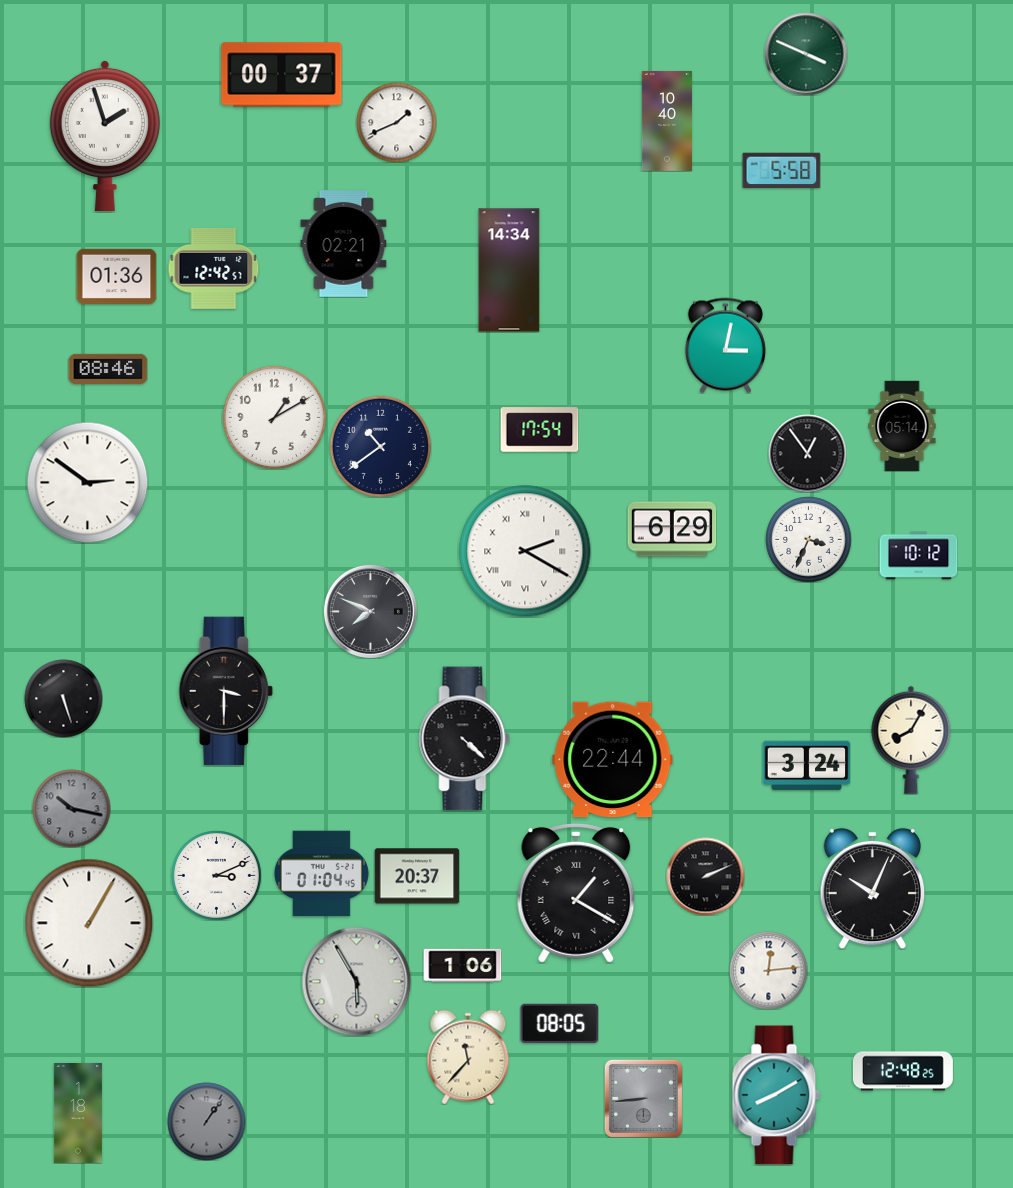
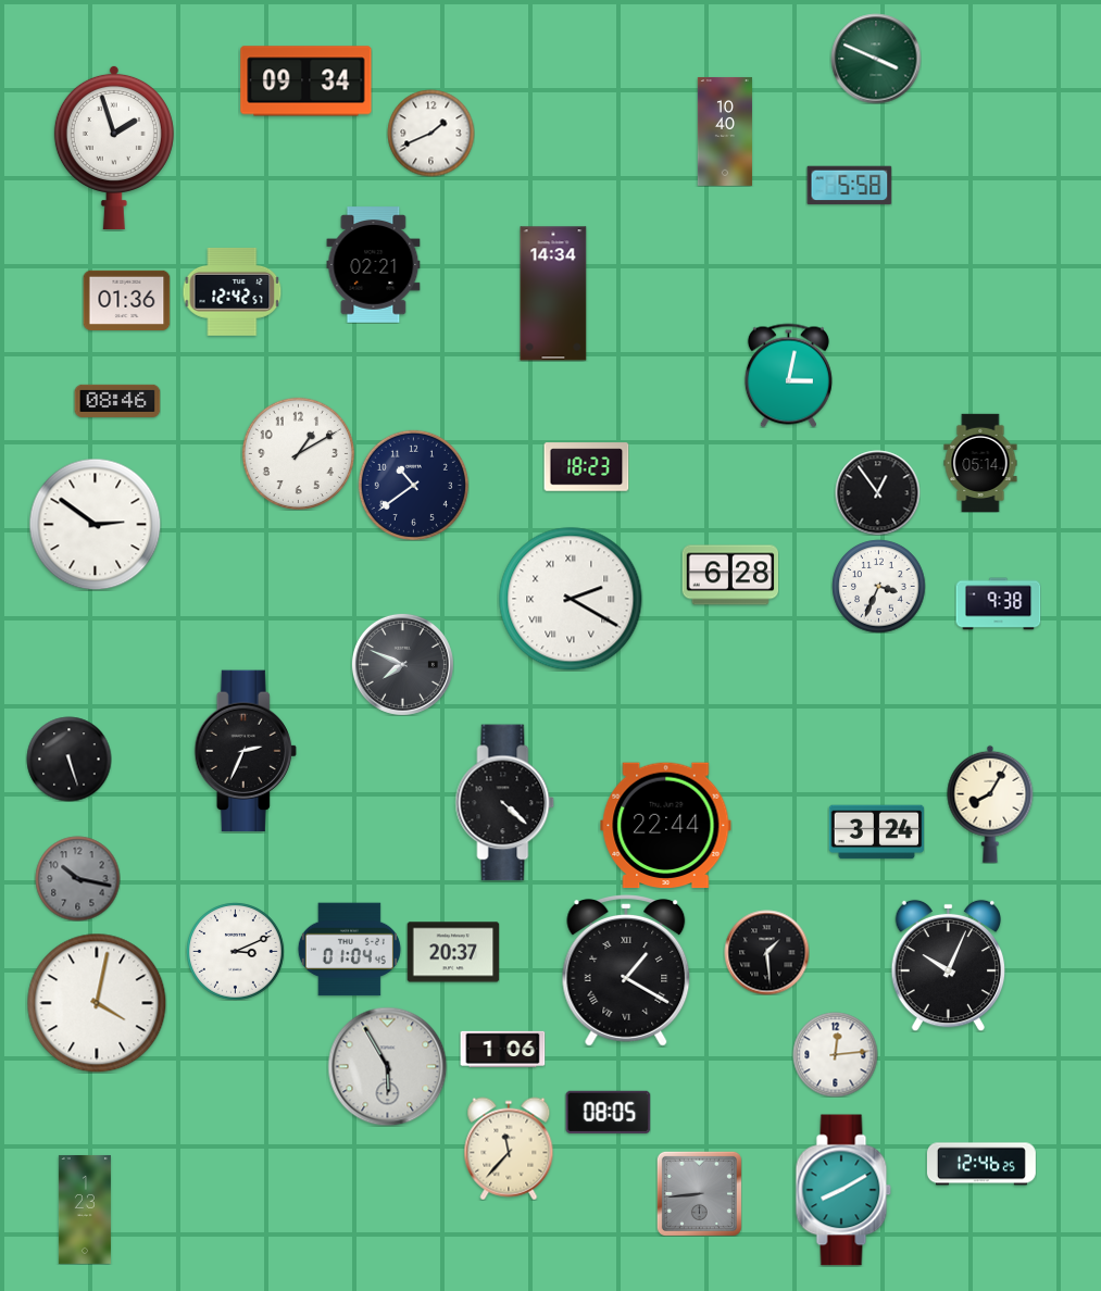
clock at (282, 75): 00:37 -> 09:34
clock at (539, 430): 17:54 -> 18:23
clock at (672, 529): 6:29 -> 6:28
clock at (918, 556): 10:12 -> 9:38
clock at (226, 691): 3:30 -> 2:34
clock at (705, 876): 2:11 -> 1:29
clock at (89, 923): 1:05 -> 4:02
clock at (903, 1071): 12:48 -> 12:46
clock at (78, 1113): 1:18 -> 1:23
clock at (206, 1121): 1:06 -> none
